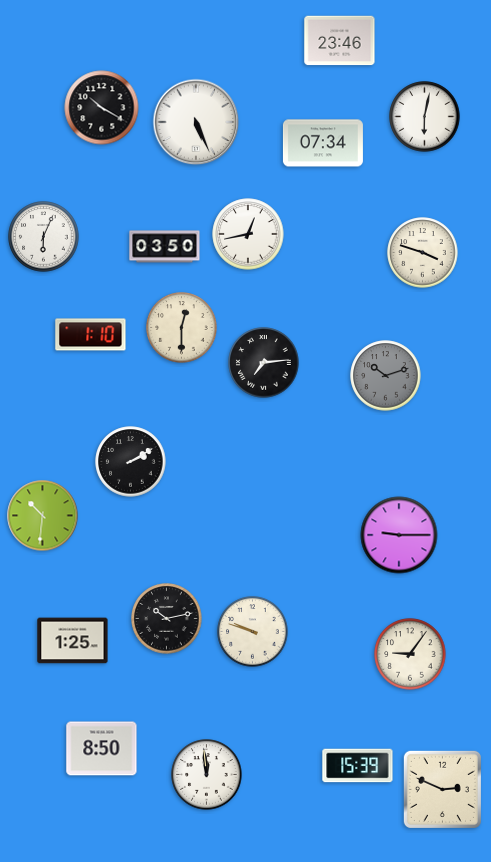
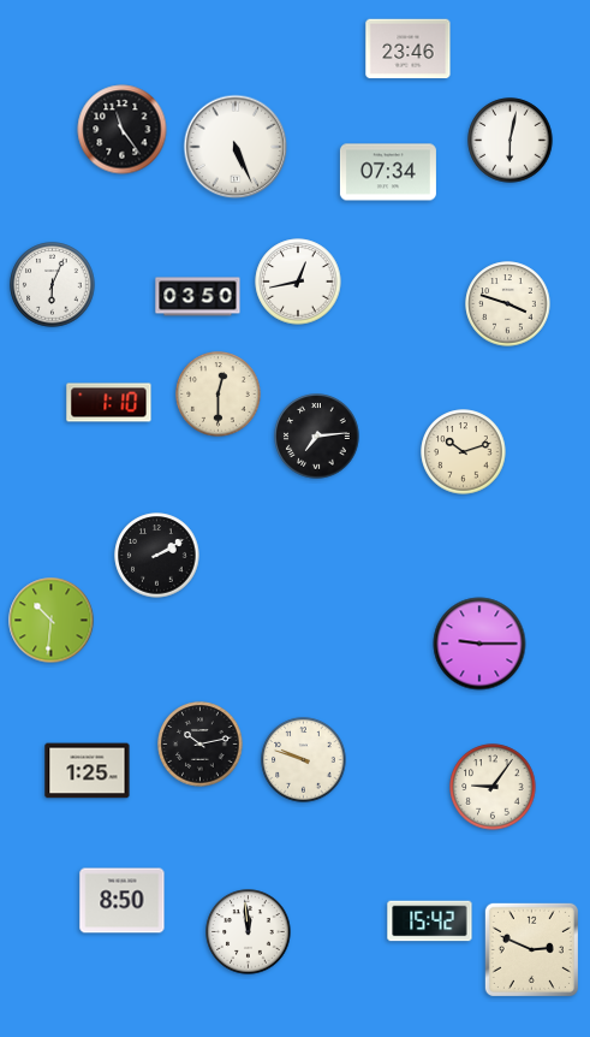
clock at (102, 108): 10:20 -> 11:24
clock at (386, 376) dial: grey -> cream
clock at (358, 766): 15:39 -> 15:42
